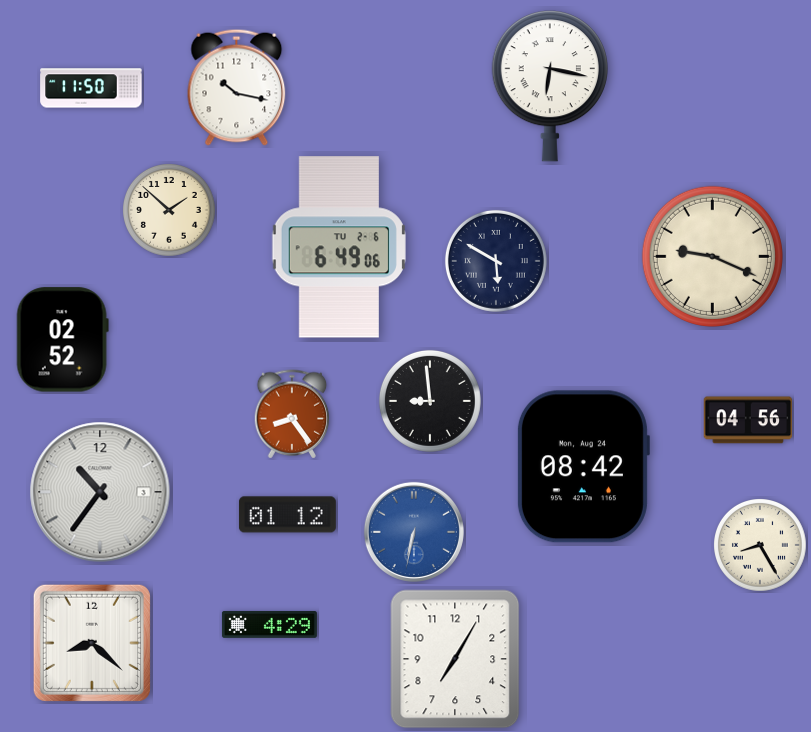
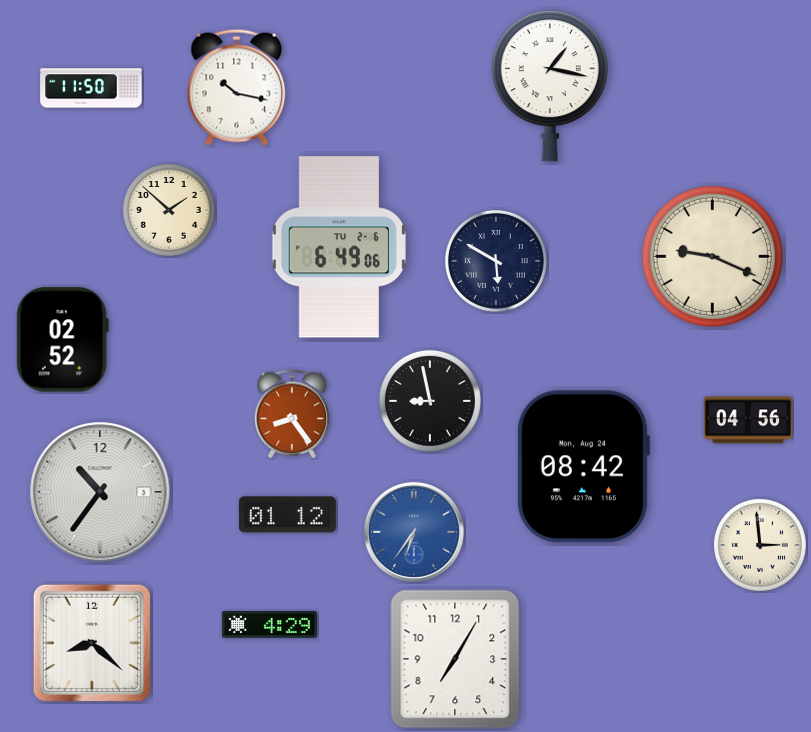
clock at (550, 87): 6:17 -> 1:17
clock at (430, 401): 8:59 -> 8:58
clock at (414, 532): 6:32 -> 6:36
clock at (761, 546): 8:25 -> 2:59
